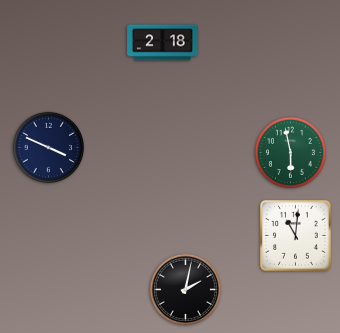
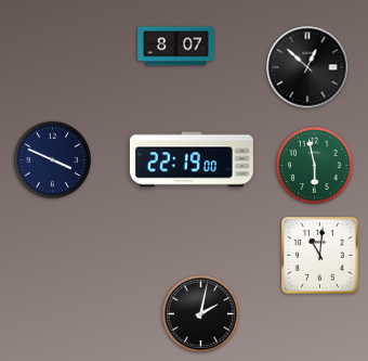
clock at (163, 43): 2:18 -> 8:07
clock at (307, 67): none -> 12:52
clock at (192, 159): none -> 22:19
